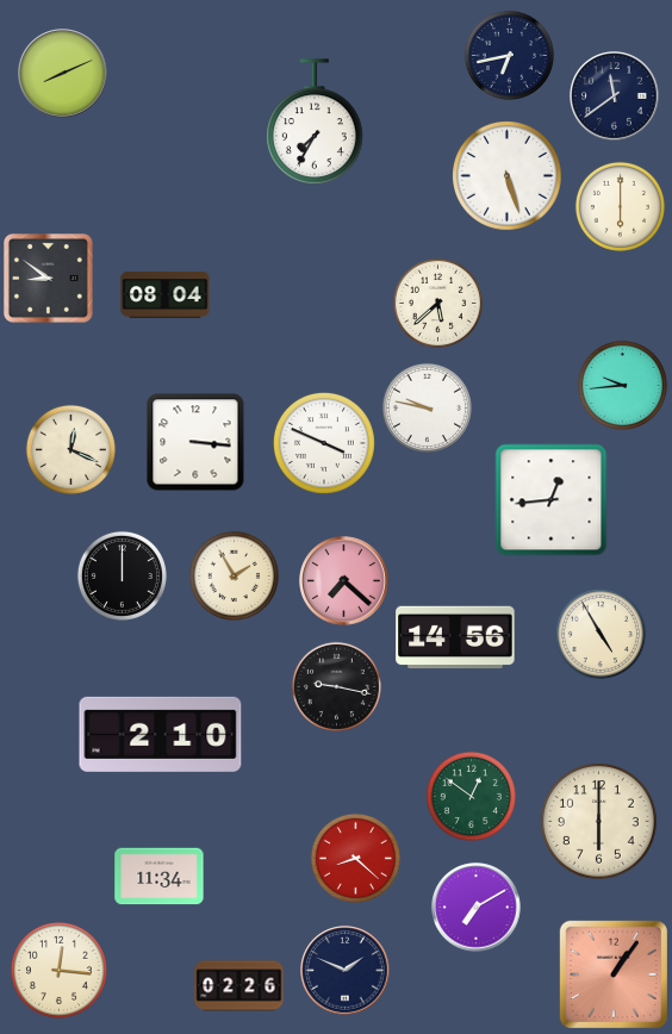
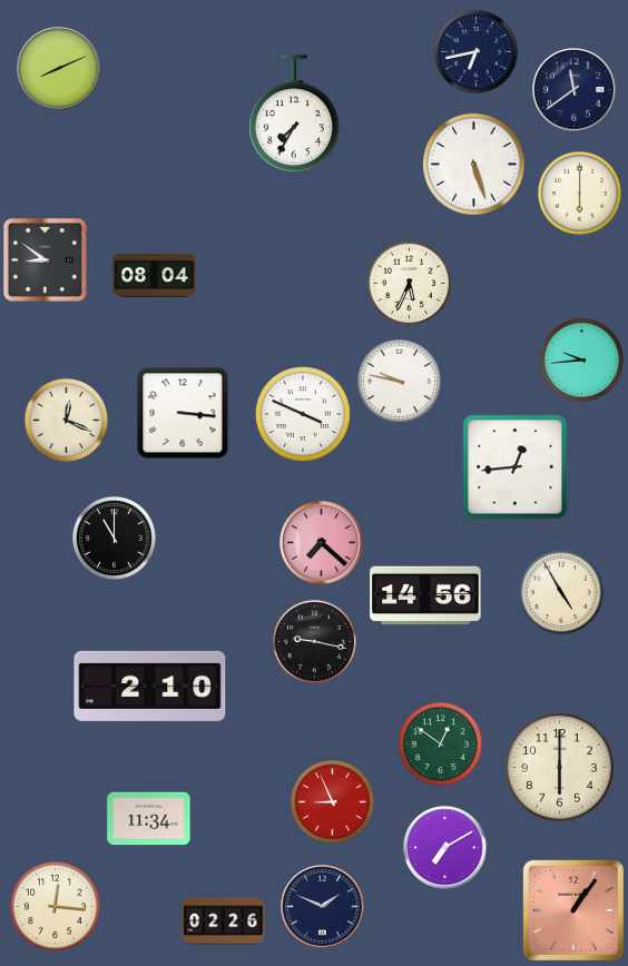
clock at (437, 303): 5:38 -> 5:34
clock at (122, 575): 12:00 -> 11:00
clock at (234, 575): 1:55 -> none
clock at (355, 858): 8:22 -> 8:56
